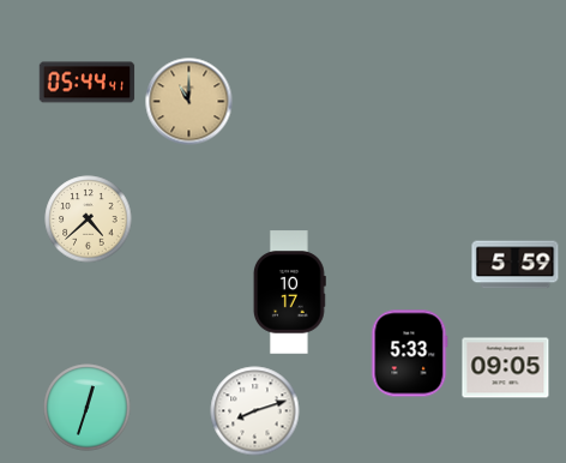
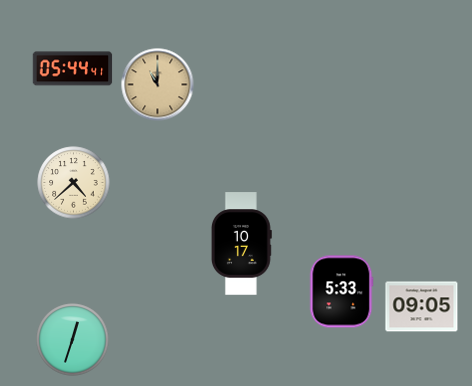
clock at (516, 265): 5:59 -> none
clock at (410, 354) position: (410, 354) -> (342, 292)
clock at (255, 411): 8:12 -> none
